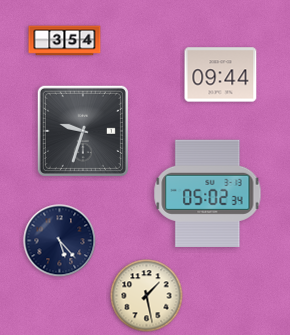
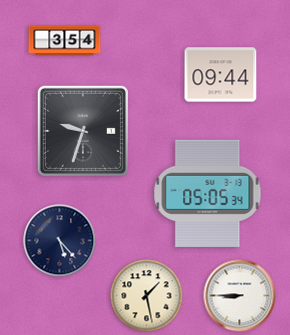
clock at (208, 193): 05:02 -> 05:05
clock at (240, 296): none -> 8:45
